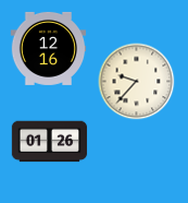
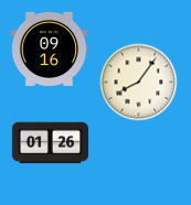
clock at (49, 48): 12:16 -> 09:16
clock at (137, 82): 9:37 -> 8:06
